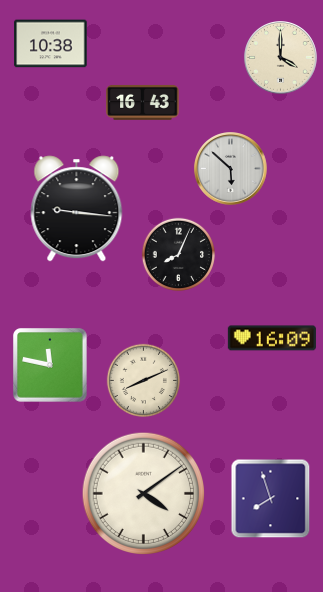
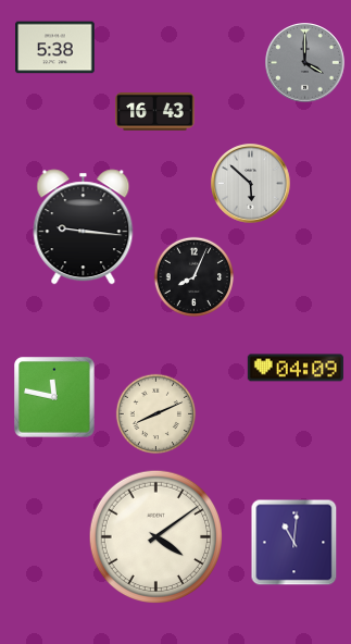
clock at (51, 44): 10:38 -> 5:38
clock at (281, 58) dial: cream -> grey
clock at (272, 338): 16:09 -> 04:09
clock at (271, 499): 7:57 -> 11:01
